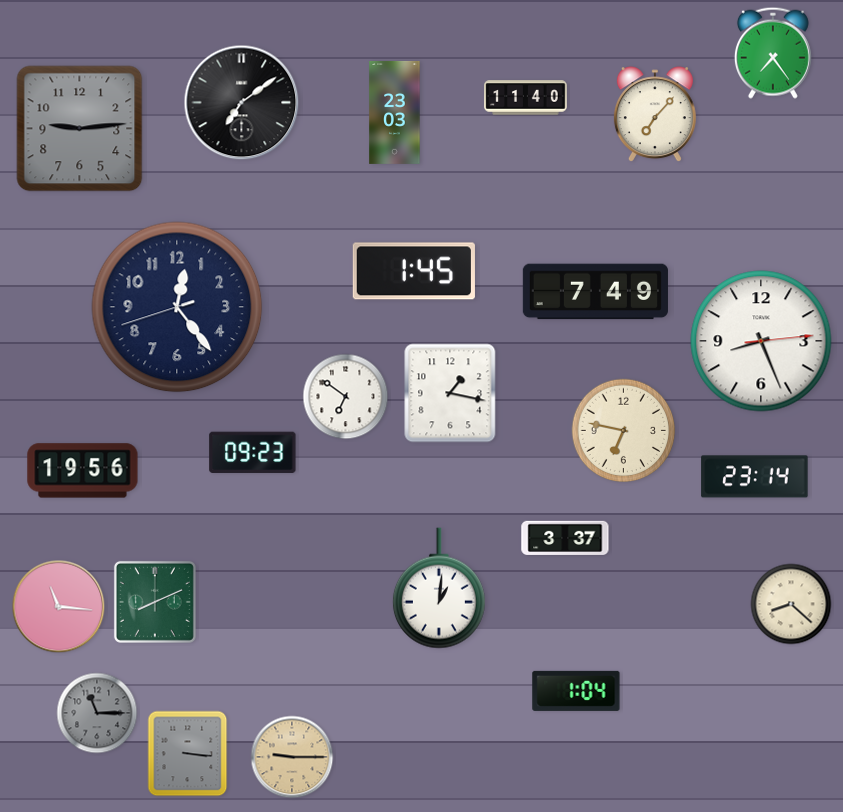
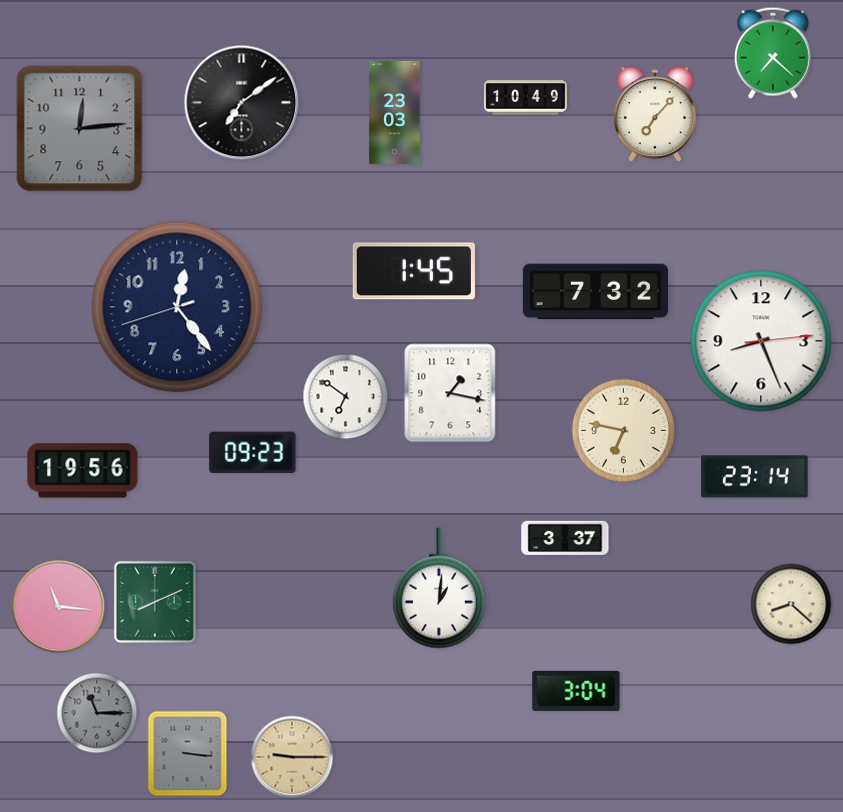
clock at (773, 53): 7:24 -> 7:22
clock at (526, 98): 11:40 -> 10:49
clock at (80, 129): 9:14 -> 12:14
clock at (595, 292): 7:49 -> 7:32
clock at (576, 691): 1:04 -> 3:04
